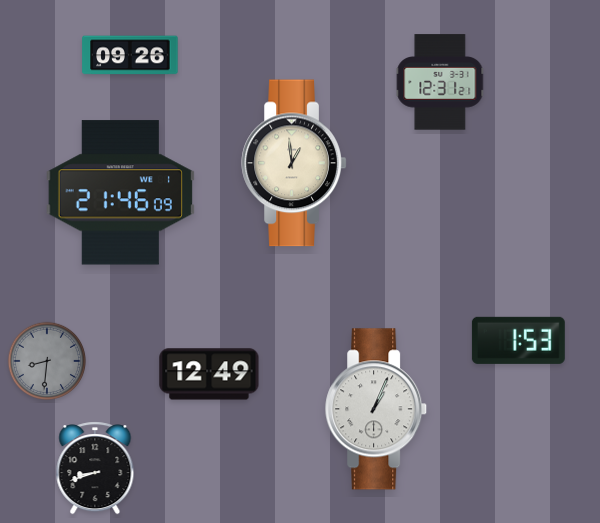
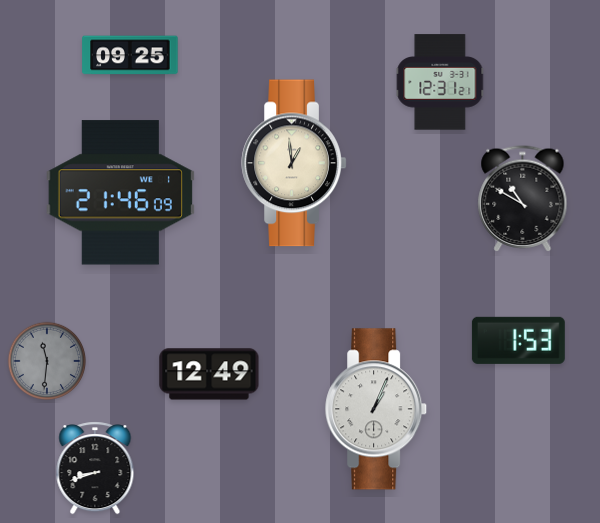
clock at (130, 55): 09:26 -> 09:25
clock at (523, 199): none -> 10:50
clock at (46, 361): 8:31 -> 11:31
